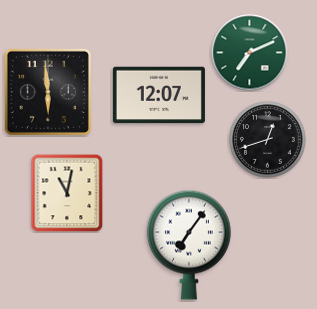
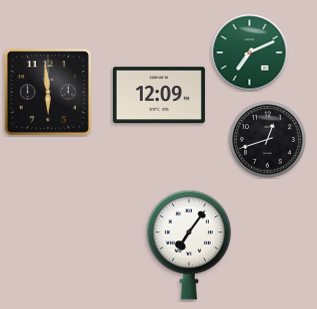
clock at (159, 95): 12:07 -> 12:09
clock at (67, 193): 11:02 -> none
